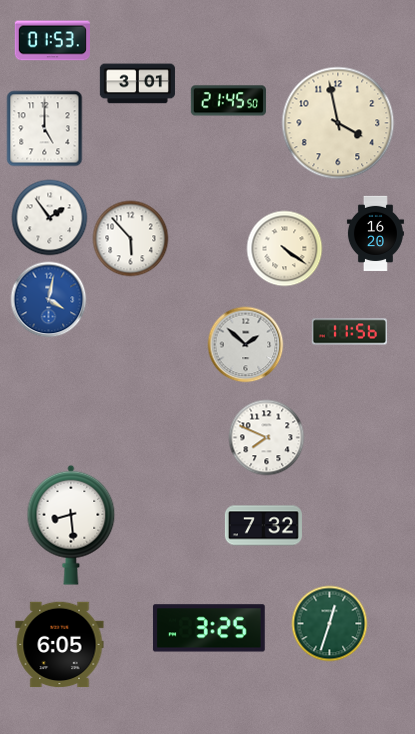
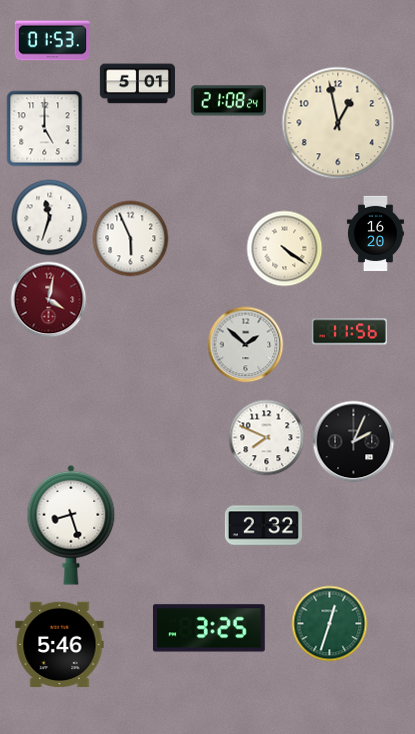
clock at (137, 84): 3:01 -> 5:01
clock at (228, 101): 21:45 -> 21:08
clock at (338, 123): 3:58 -> 12:58
clock at (50, 218): 1:54 -> 11:33
clock at (131, 239): 5:53 -> 5:56
clock at (49, 300) dial: blue -> burgundy
clock at (354, 442): none -> 2:04
clock at (71, 525): 8:29 -> 8:27
clock at (263, 526): 7:32 -> 2:32
clock at (60, 645): 6:05 -> 5:46
